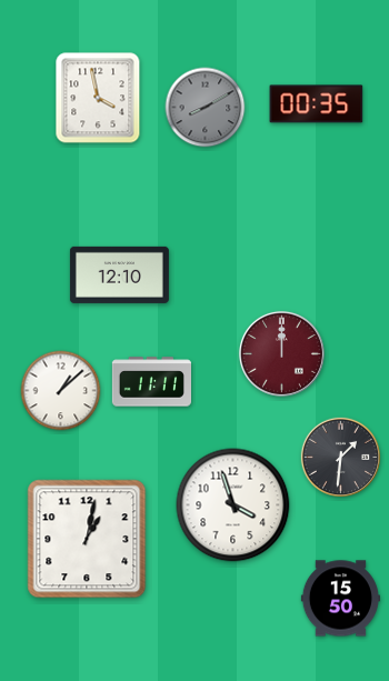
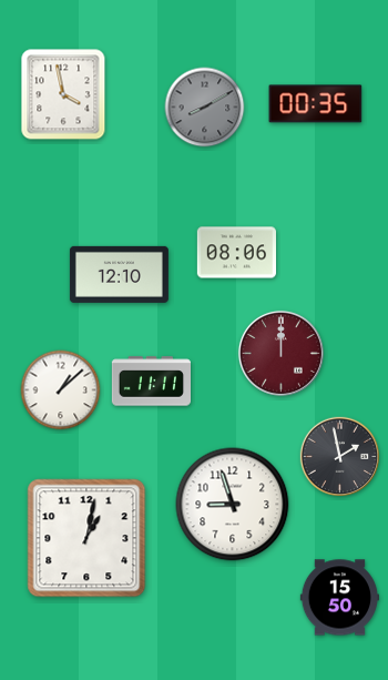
clock at (98, 98) position: (98, 98) -> (63, 94)
clock at (236, 253): none -> 08:06
clock at (340, 457): 1:31 -> 1:58
clock at (233, 505): 3:57 -> 8:57
